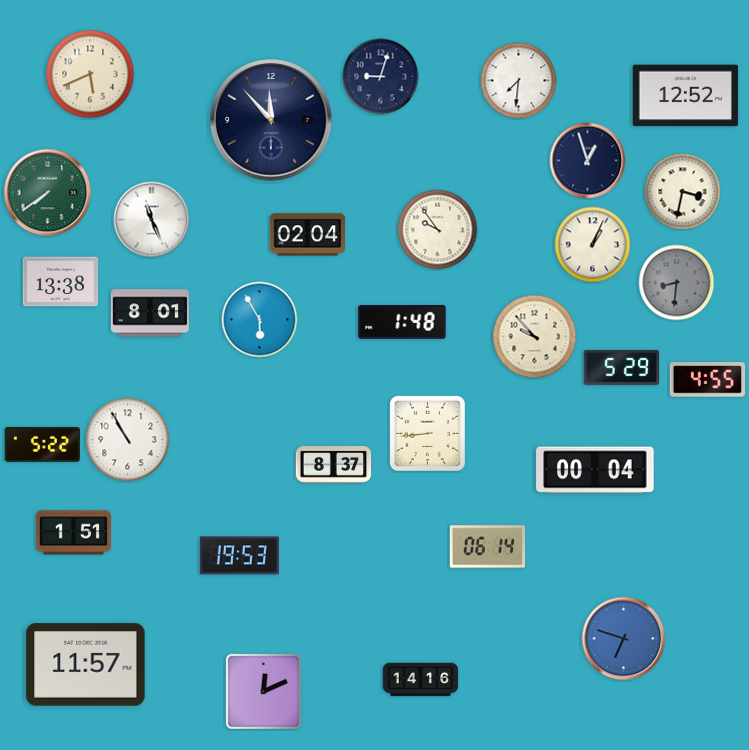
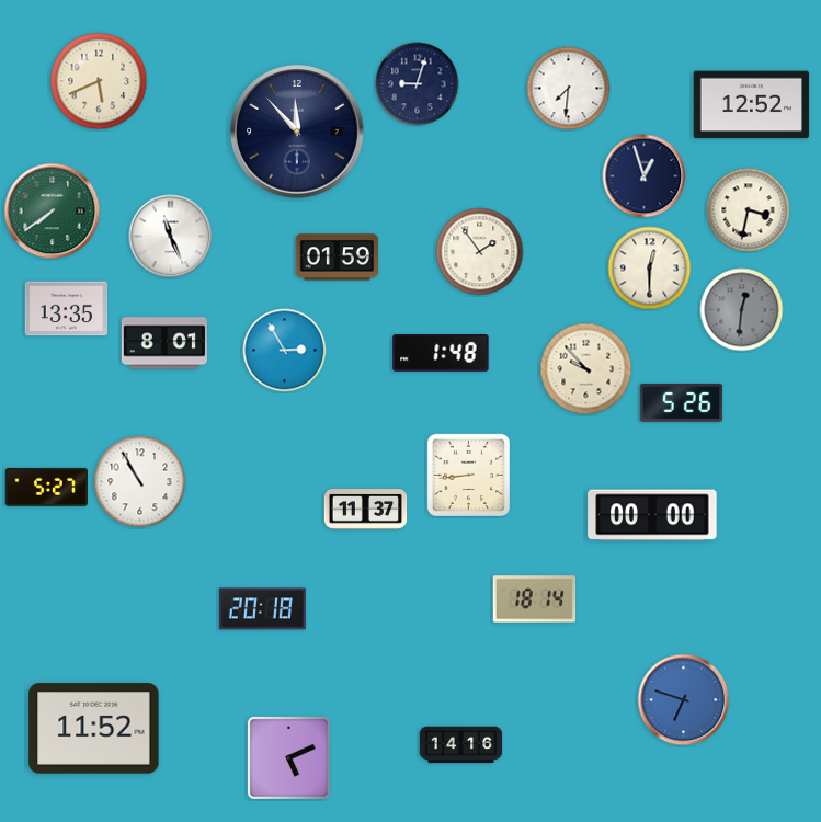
clock at (152, 220) position: (152, 220) -> (171, 237)
clock at (438, 230): 9:54 -> 1:54
clock at (308, 235): 02:04 -> 01:59
clock at (593, 245): 1:04 -> 12:30
clock at (61, 282): 13:38 -> 13:35
clock at (677, 283): 8:31 -> 12:31
clock at (260, 320): 5:55 -> 2:55
clock at (622, 367): 5:29 -> 5:26
clock at (707, 380): 4:55 -> none
clock at (42, 444): 5:22 -> 5:27
clock at (334, 465): 8:37 -> 11:37
clock at (595, 470): 00:04 -> 00:00
clock at (74, 533): 1:51 -> none
clock at (488, 547): 06:14 -> 18:14
clock at (239, 556): 19:53 -> 20:18
clock at (86, 665): 11:57 -> 11:52
clock at (263, 691): 12:11 -> 5:11
